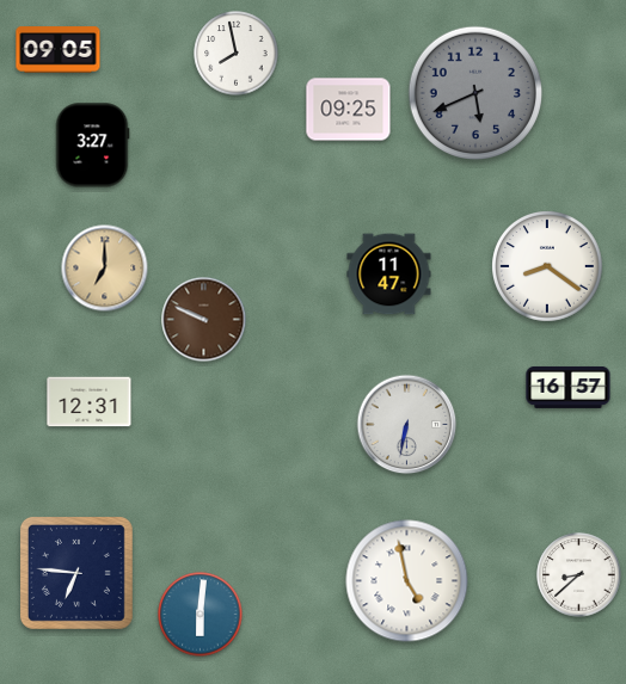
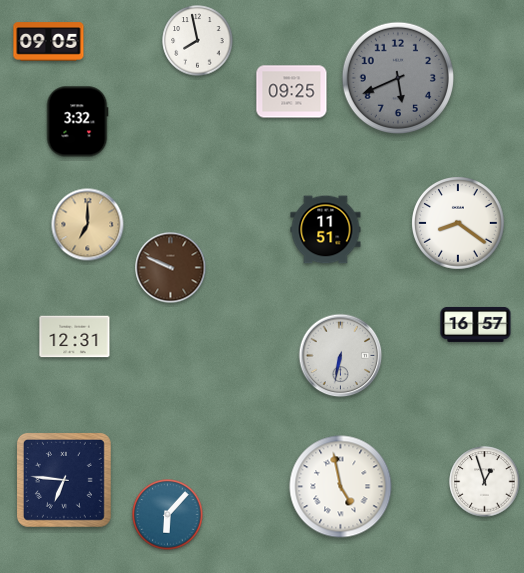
clock at (237, 54) position: (237, 54) -> (198, 41)
clock at (92, 146): 3:27 -> 3:32
clock at (389, 275): 11:47 -> 11:51
clock at (579, 575): 8:38 -> 12:57
clock at (201, 615): 6:01 -> 6:07
